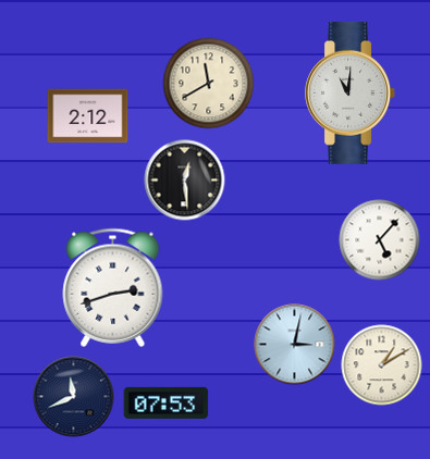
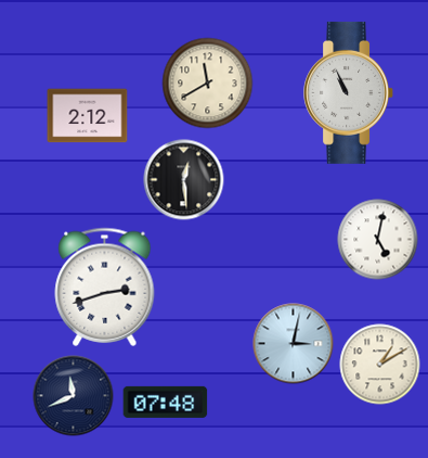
clock at (351, 92): 11:01 -> 10:56
clock at (380, 240): 5:07 -> 5:02
clock at (113, 287) position: (113, 287) -> (105, 287)
clock at (167, 402): 07:53 -> 07:48
